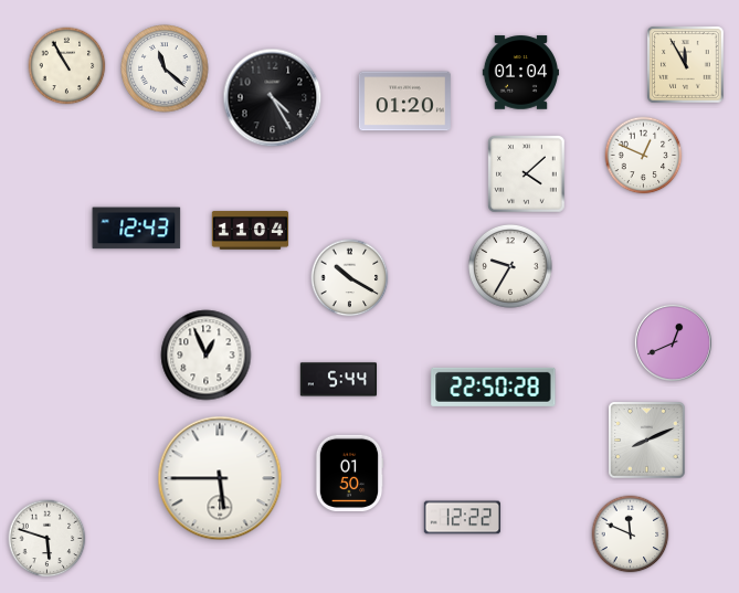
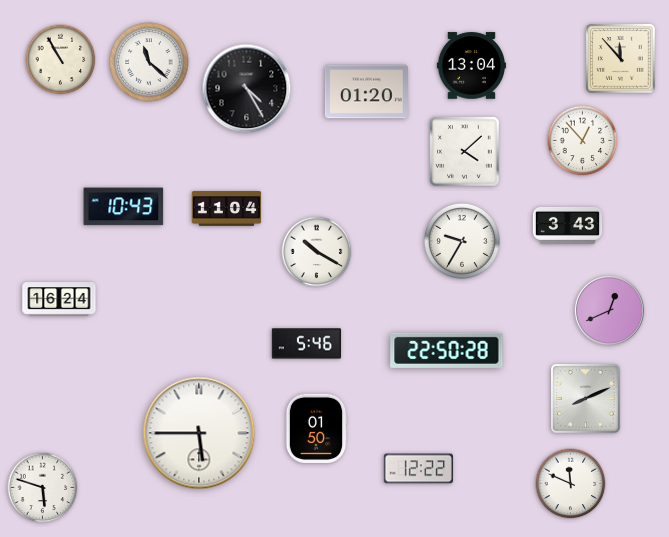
clock at (686, 65): 11:55 -> 11:53
clock at (520, 73): 01:04 -> 13:04
clock at (644, 156): 12:49 -> 12:53
clock at (527, 174) position: (527, 174) -> (465, 152)
clock at (137, 229): 12:43 -> 10:43
clock at (568, 225): none -> 3:43
clock at (59, 299): none -> 16:24
clock at (207, 356): 12:56 -> none
clock at (338, 380): 5:44 -> 5:46
